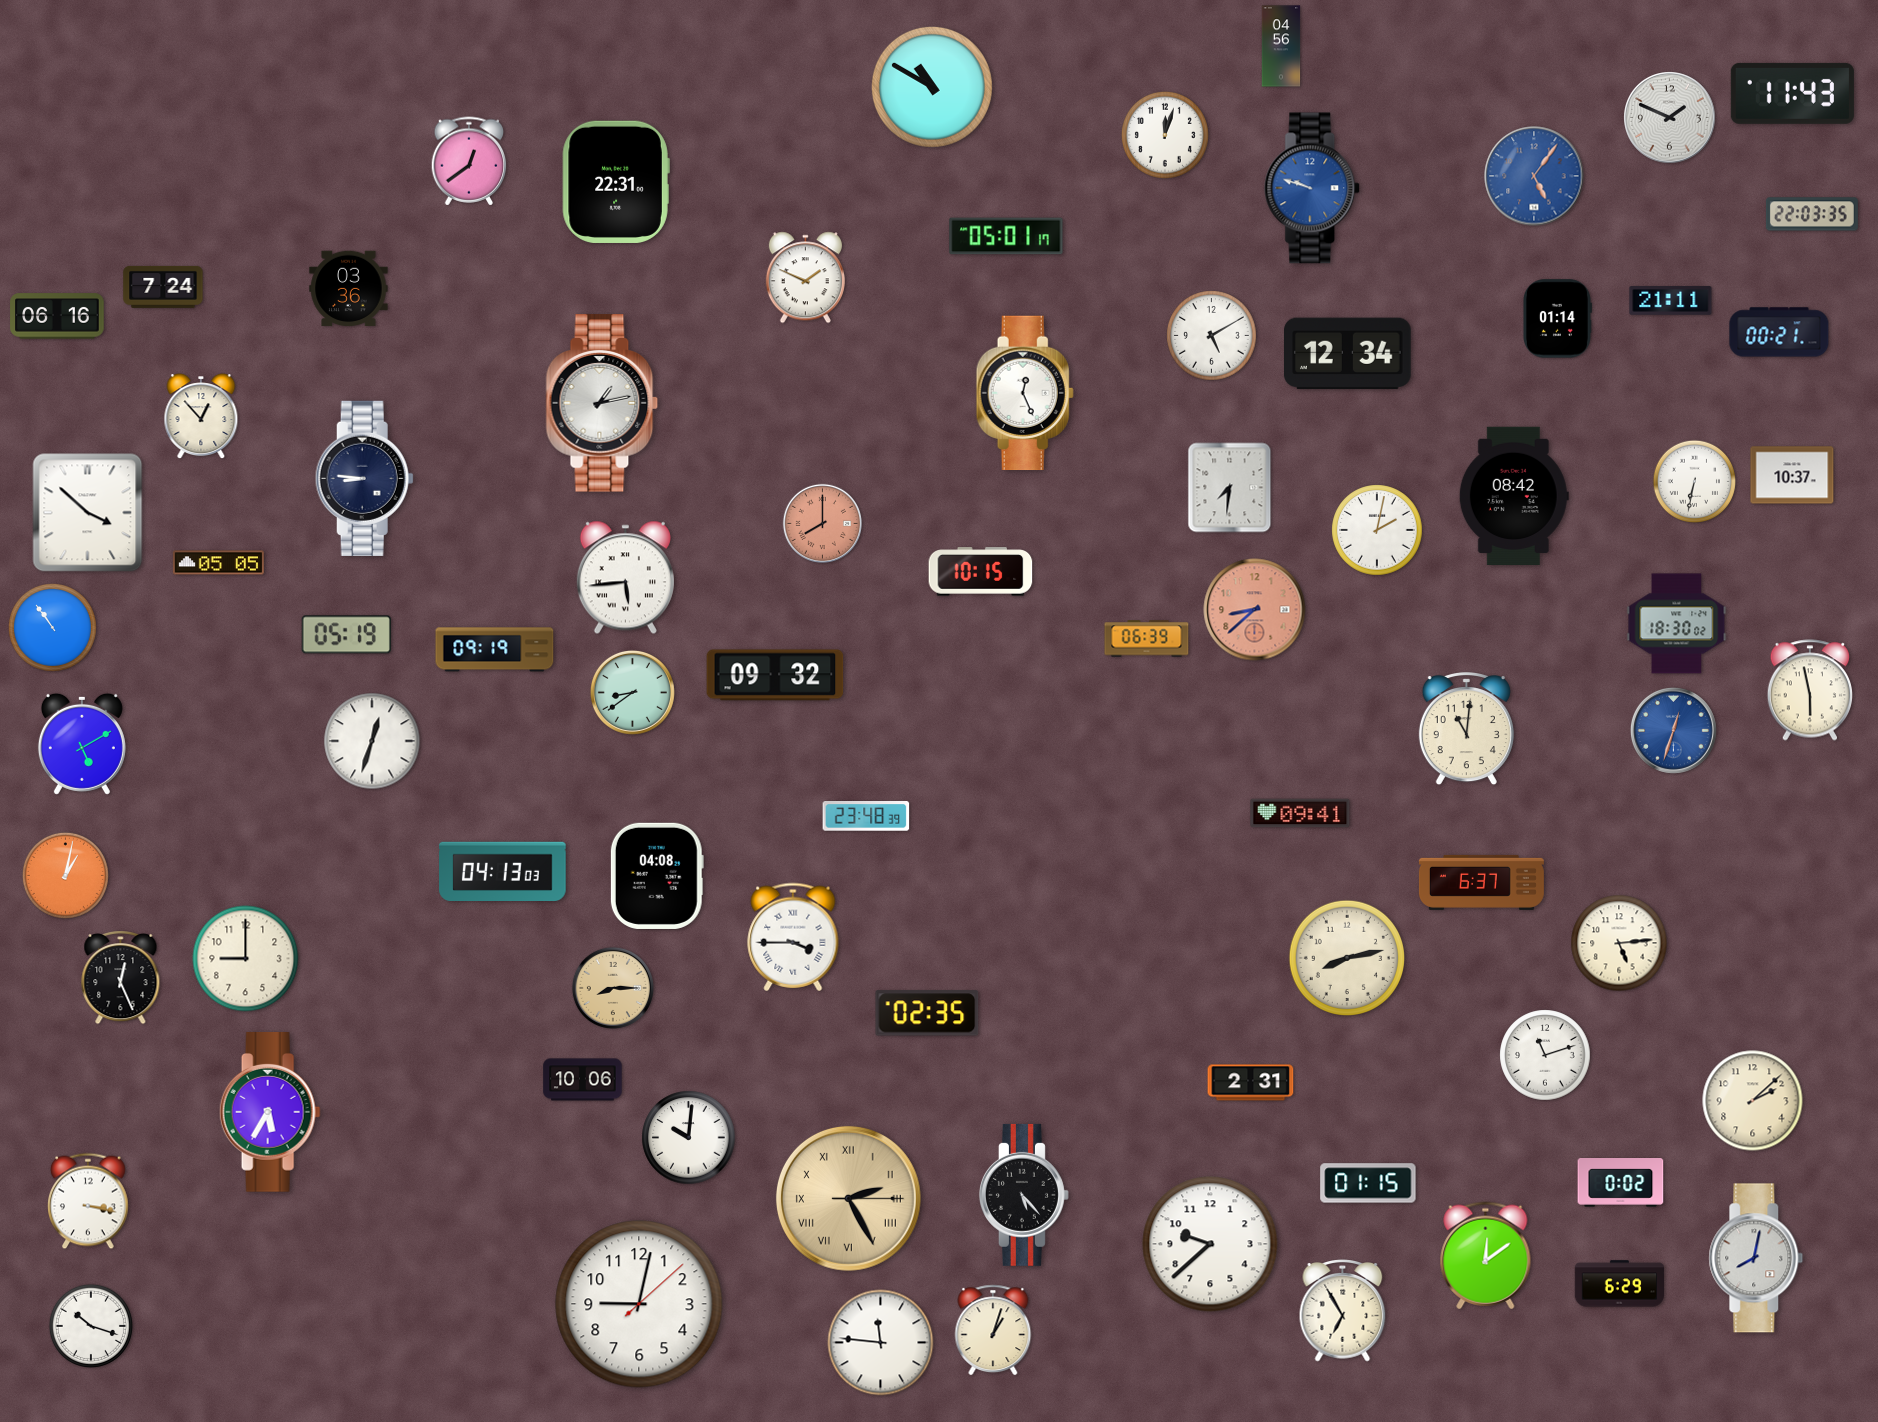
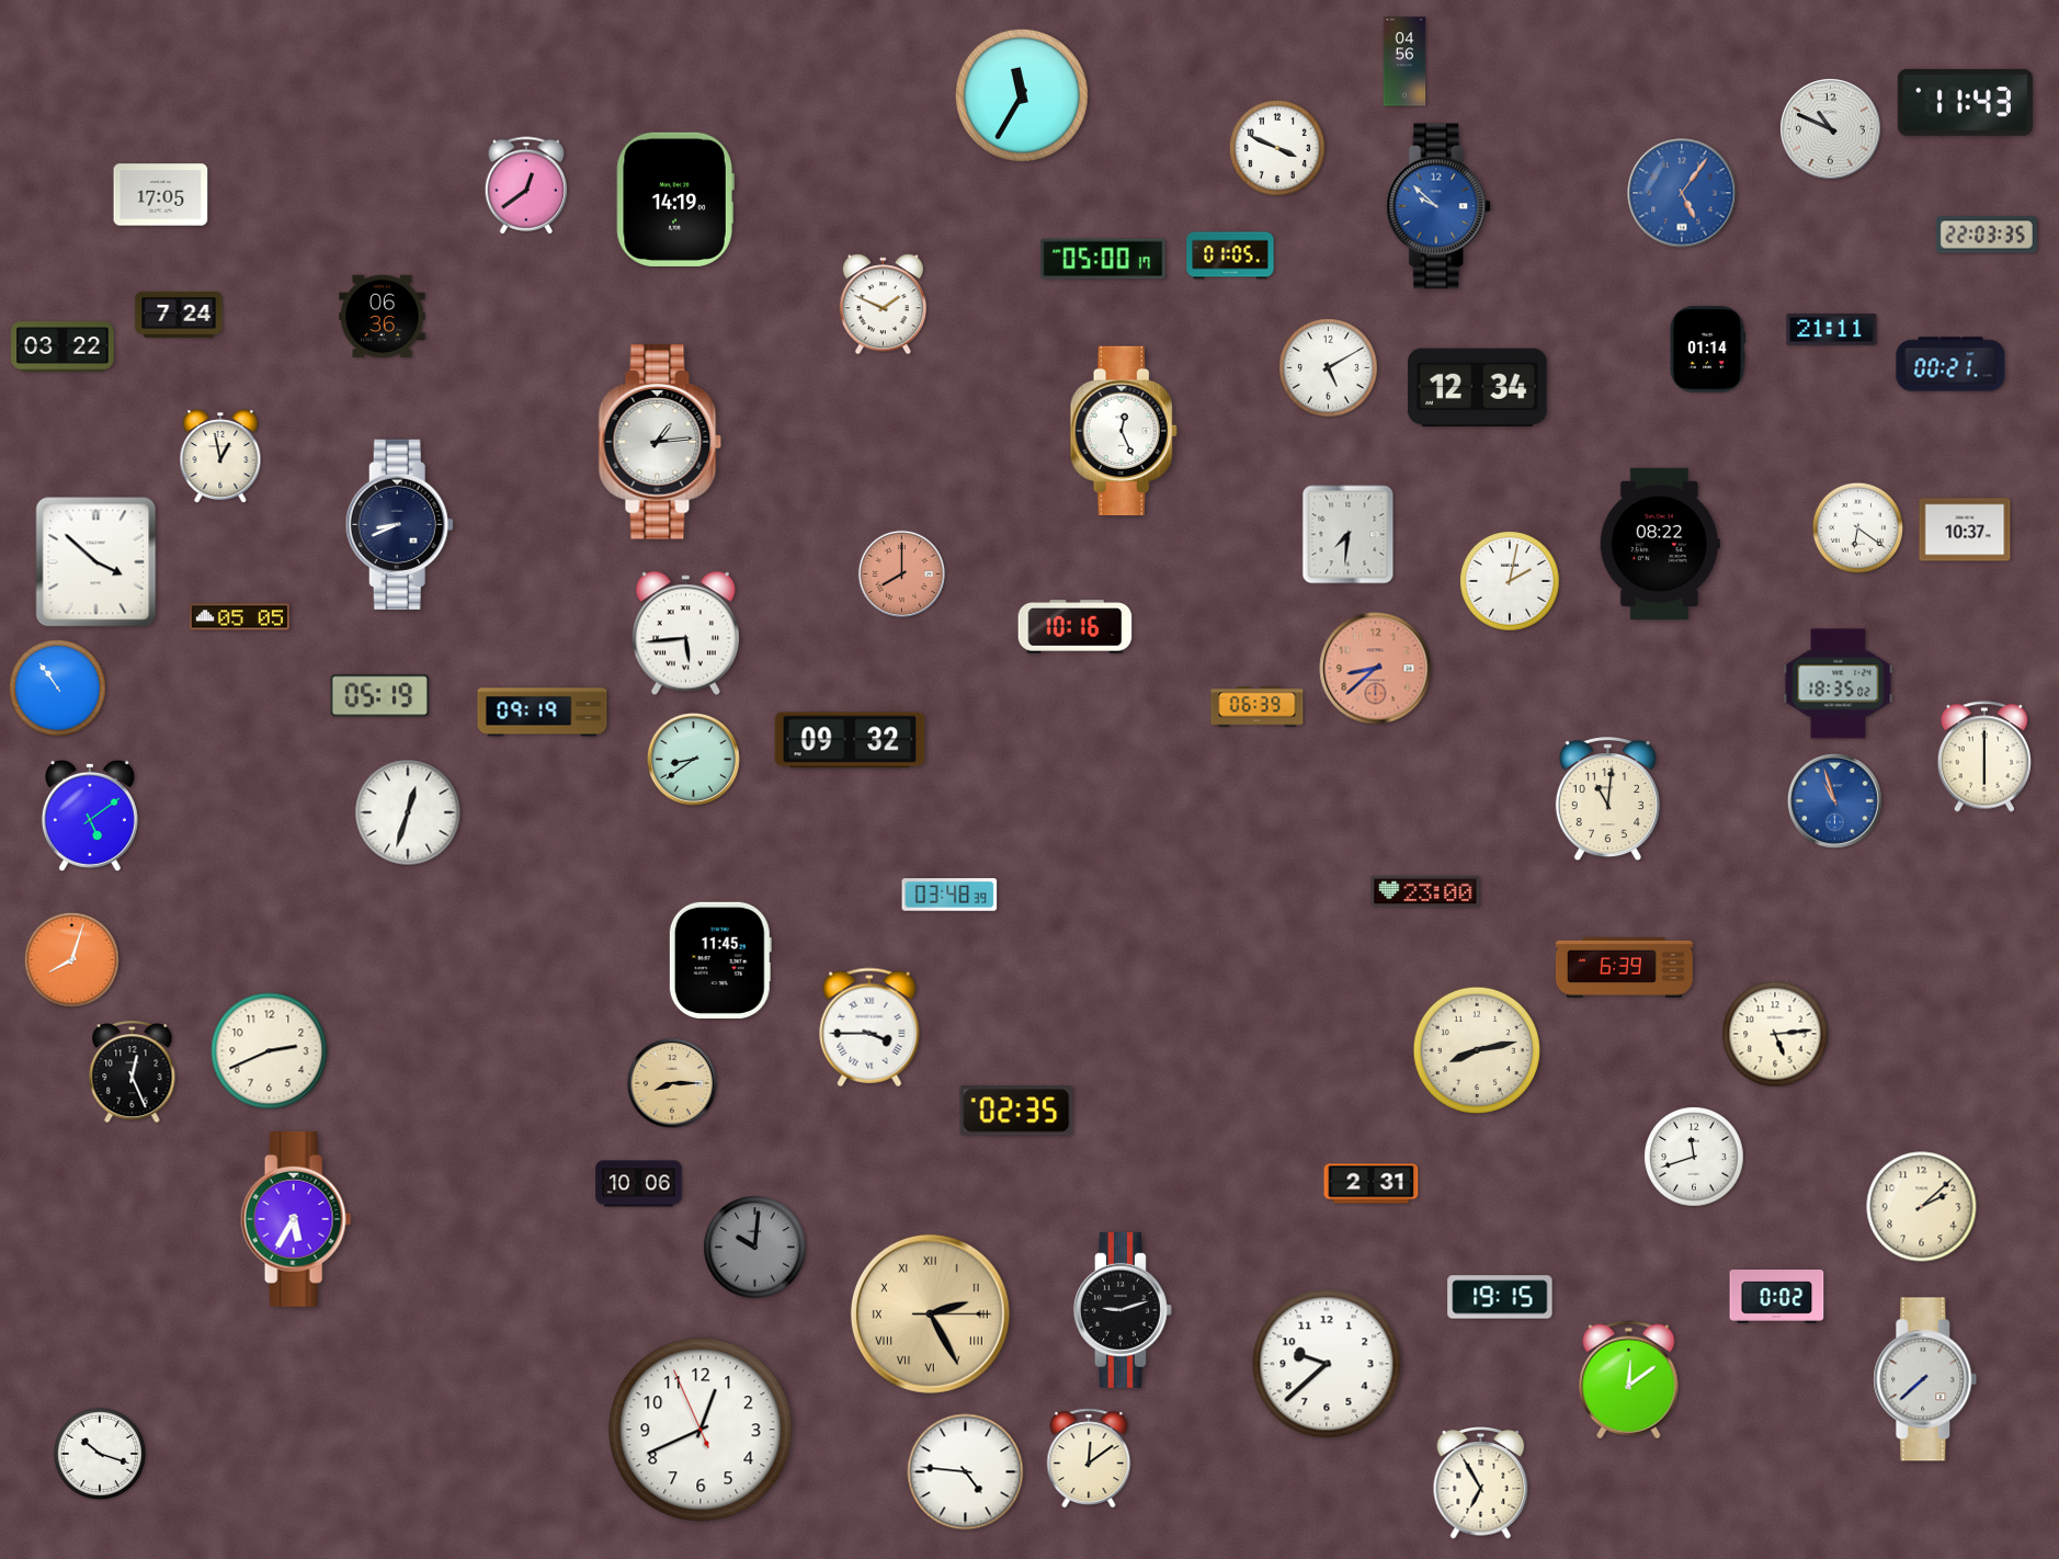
clock at (1281, 46) position: (1281, 46) -> (1404, 61)
clock at (932, 87): 10:50 -> 11:35
clock at (1670, 118): 1:49 -> 10:49
clock at (1165, 135): 12:03 -> 3:49
clock at (469, 161) position: (469, 161) -> (526, 185)
clock at (161, 195): none -> 17:05
clock at (616, 182): 22:31 -> 14:19
clock at (1313, 188): 9:48 -> 9:52
clock at (1230, 255): none -> 01:05
clock at (1006, 236): 05:01 -> 05:00
clock at (349, 289): 03:36 -> 06:36
clock at (57, 316): 06:16 -> 03:22
clock at (602, 403): 1:13 -> 1:14
clock at (201, 417): 12:53 -> 12:58
clock at (1792, 475) position: (1792, 475) -> (1965, 530)
clock at (364, 478): 8:46 -> 8:41
clock at (1694, 481): 6:32 -> 6:21
clock at (1514, 496): 08:42 -> 08:22
clock at (981, 572): 10:15 -> 10:16
clock at (1677, 624): 18:30 -> 18:35
clock at (1147, 639) position: (1147, 639) -> (1258, 707)
clock at (1809, 690): 5:58 -> 6:00
clock at (1673, 730): 12:33 -> 10:57
clock at (82, 744): 5:10 -> 5:09
clock at (1300, 813): 09:41 -> 23:00
clock at (866, 816): 23:48 -> 03:48
clock at (503, 871): 04:13 -> none
clock at (65, 875): 1:02 -> 8:03
clock at (657, 876): 04:08 -> 11:45
clock at (1481, 882): 6:37 -> 6:39
clock at (246, 959): 9:00 -> 2:41
clock at (1545, 1055): 11:12 -> 11:42
clock at (1251, 1083) position: (1251, 1083) -> (1372, 1184)
clock at (689, 1138) dial: white -> grey
clock at (1368, 1183): 01:15 -> 19:15
clock at (1024, 1195): 5:23 -> 9:12
clock at (88, 1201): 3:17 -> none
clock at (1486, 1256) position: (1486, 1256) -> (1629, 1380)
clock at (1756, 1258): 8:02 -> 7:38
clock at (1619, 1284): 6:29 -> none
clock at (639, 1304): 9:02 -> 12:40
clock at (1343, 1311) position: (1343, 1311) -> (1481, 1483)
clock at (993, 1330): 1:03 -> 12:09
clock at (881, 1343): 11:46 -> 4:46
